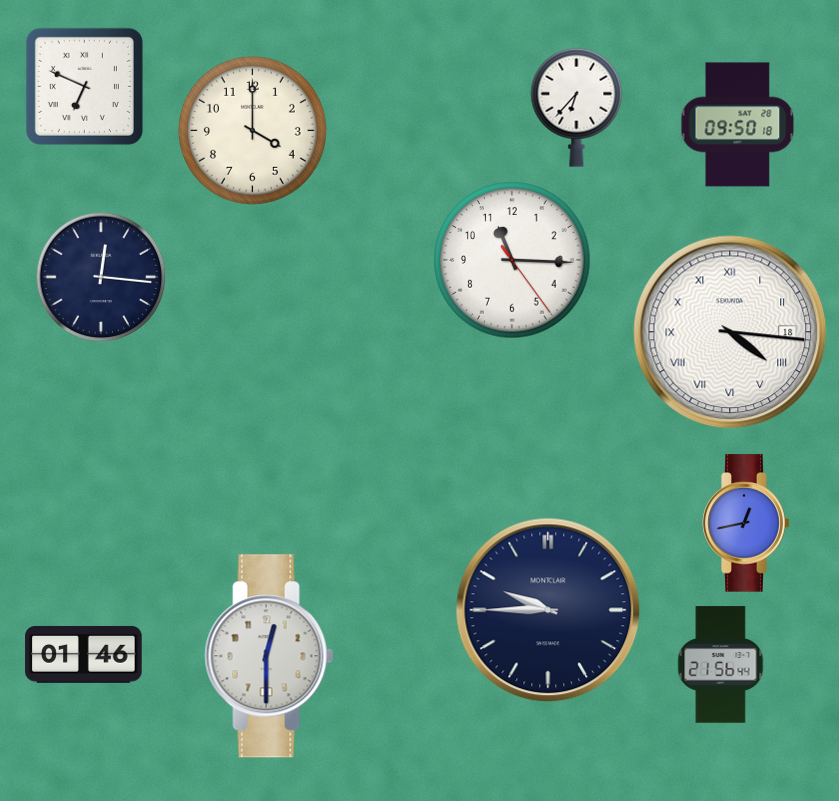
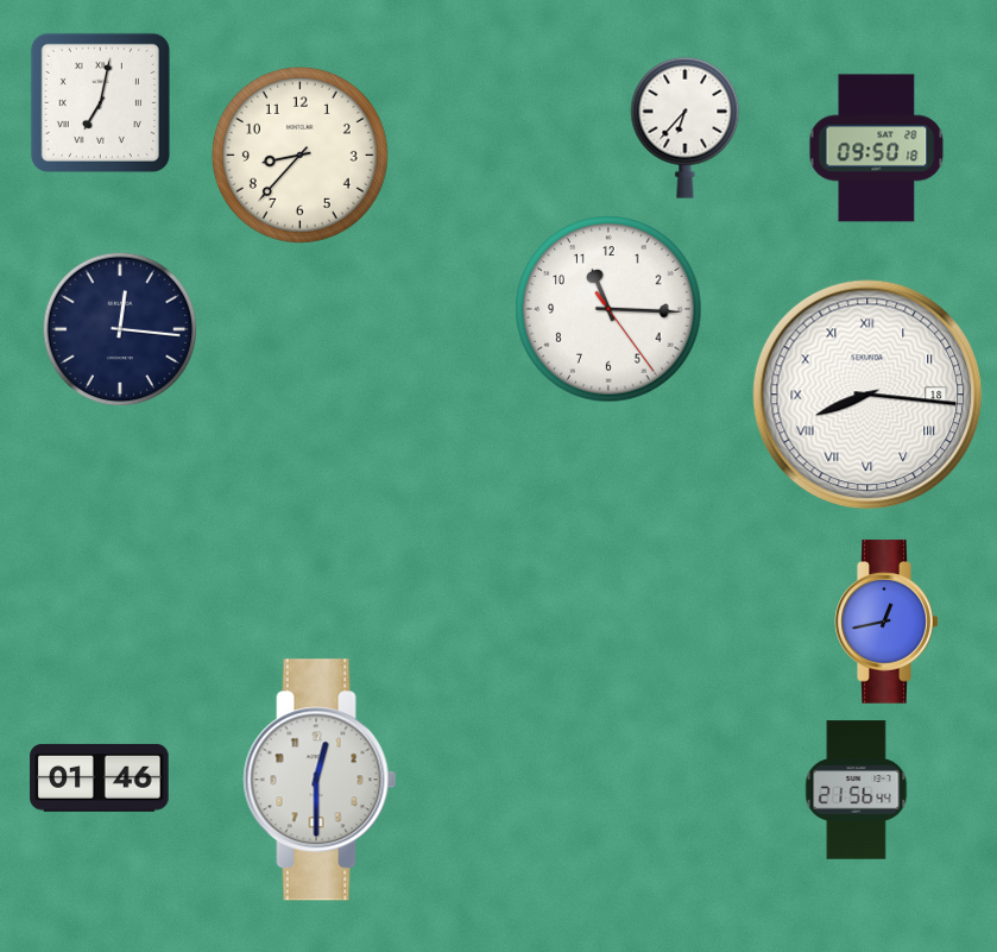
clock at (84, 86): 6:49 -> 7:02
clock at (252, 130): 4:00 -> 8:37
clock at (730, 332): 4:16 -> 8:16
clock at (548, 610): 9:45 -> none
